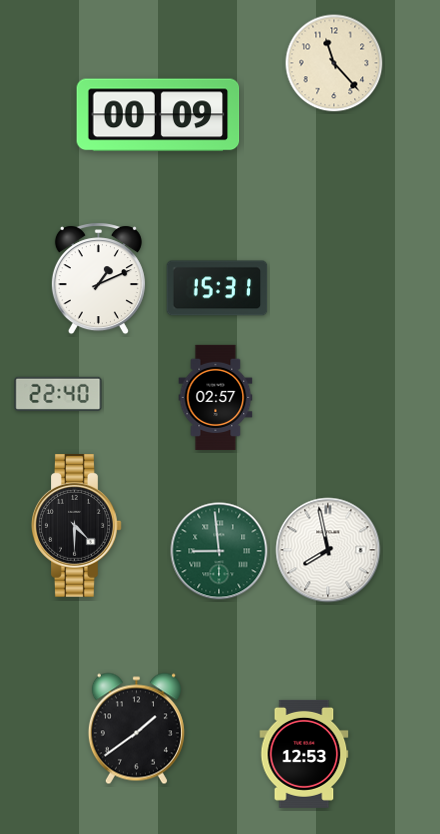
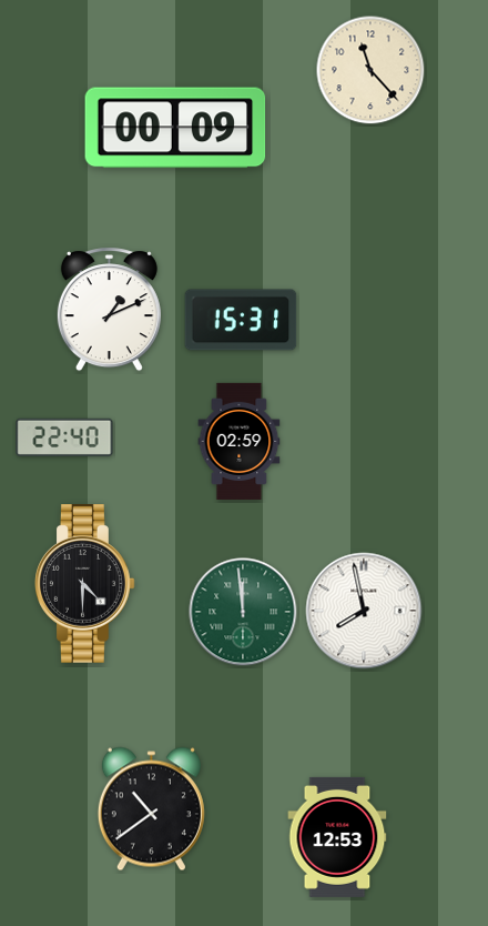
clock at (216, 397): 02:57 -> 02:59
clock at (219, 551): 8:59 -> 11:59
clock at (136, 729): 1:39 -> 10:39
